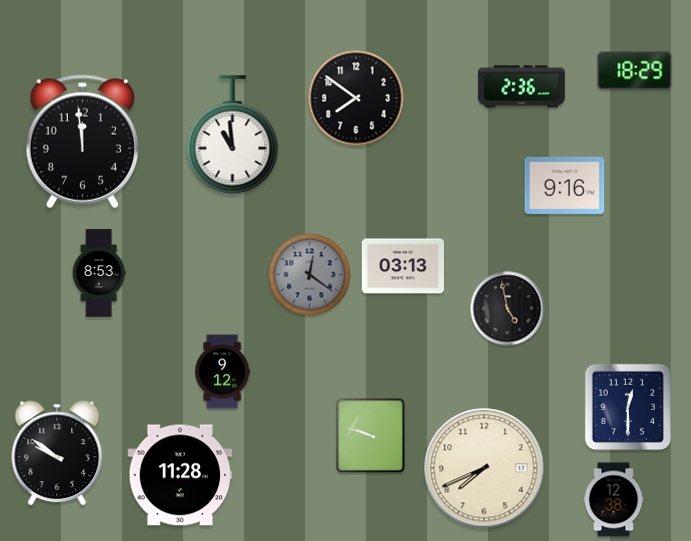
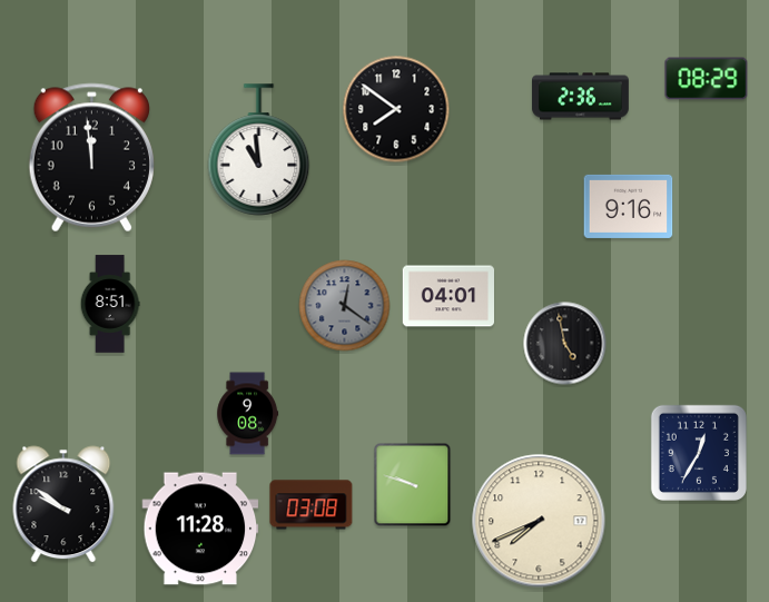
clock at (635, 71): 18:29 -> 08:29
clock at (402, 266): 03:13 -> 04:01
clock at (99, 273): 8:53 -> 8:51
clock at (223, 372): 9:12 -> 9:08
clock at (628, 407): 12:30 -> 12:35
clock at (312, 505): none -> 03:08
clock at (614, 500): 12:38 -> none
